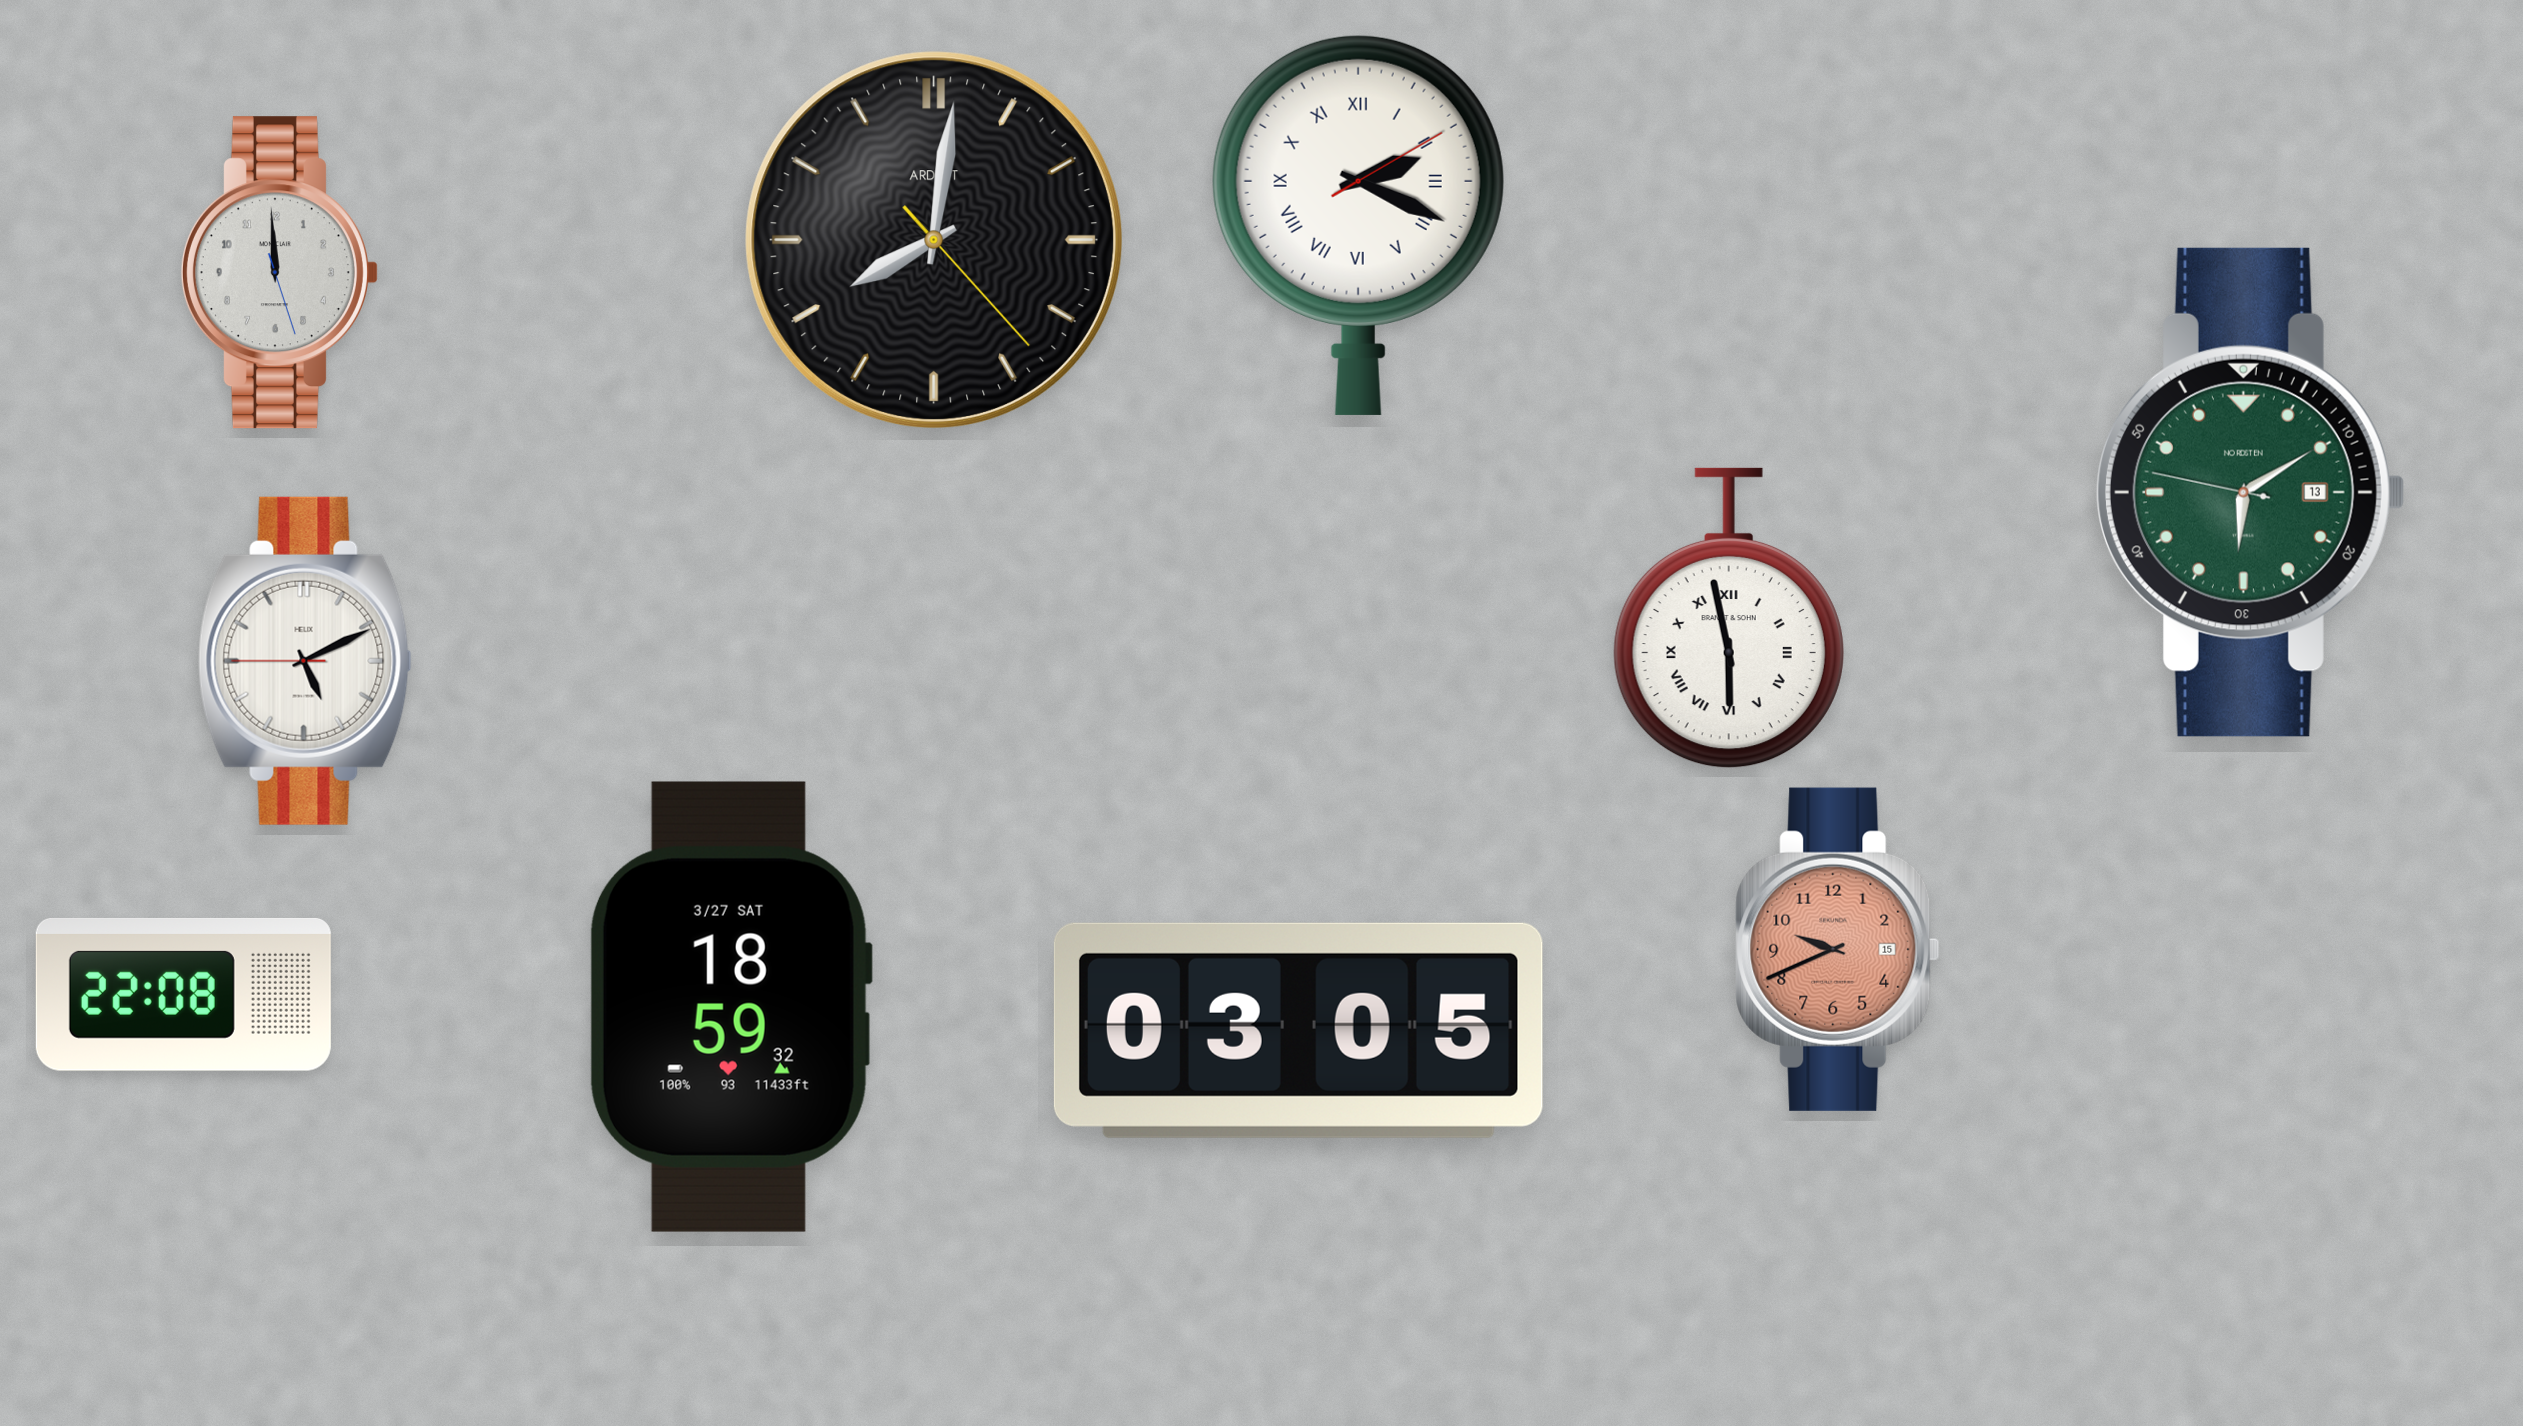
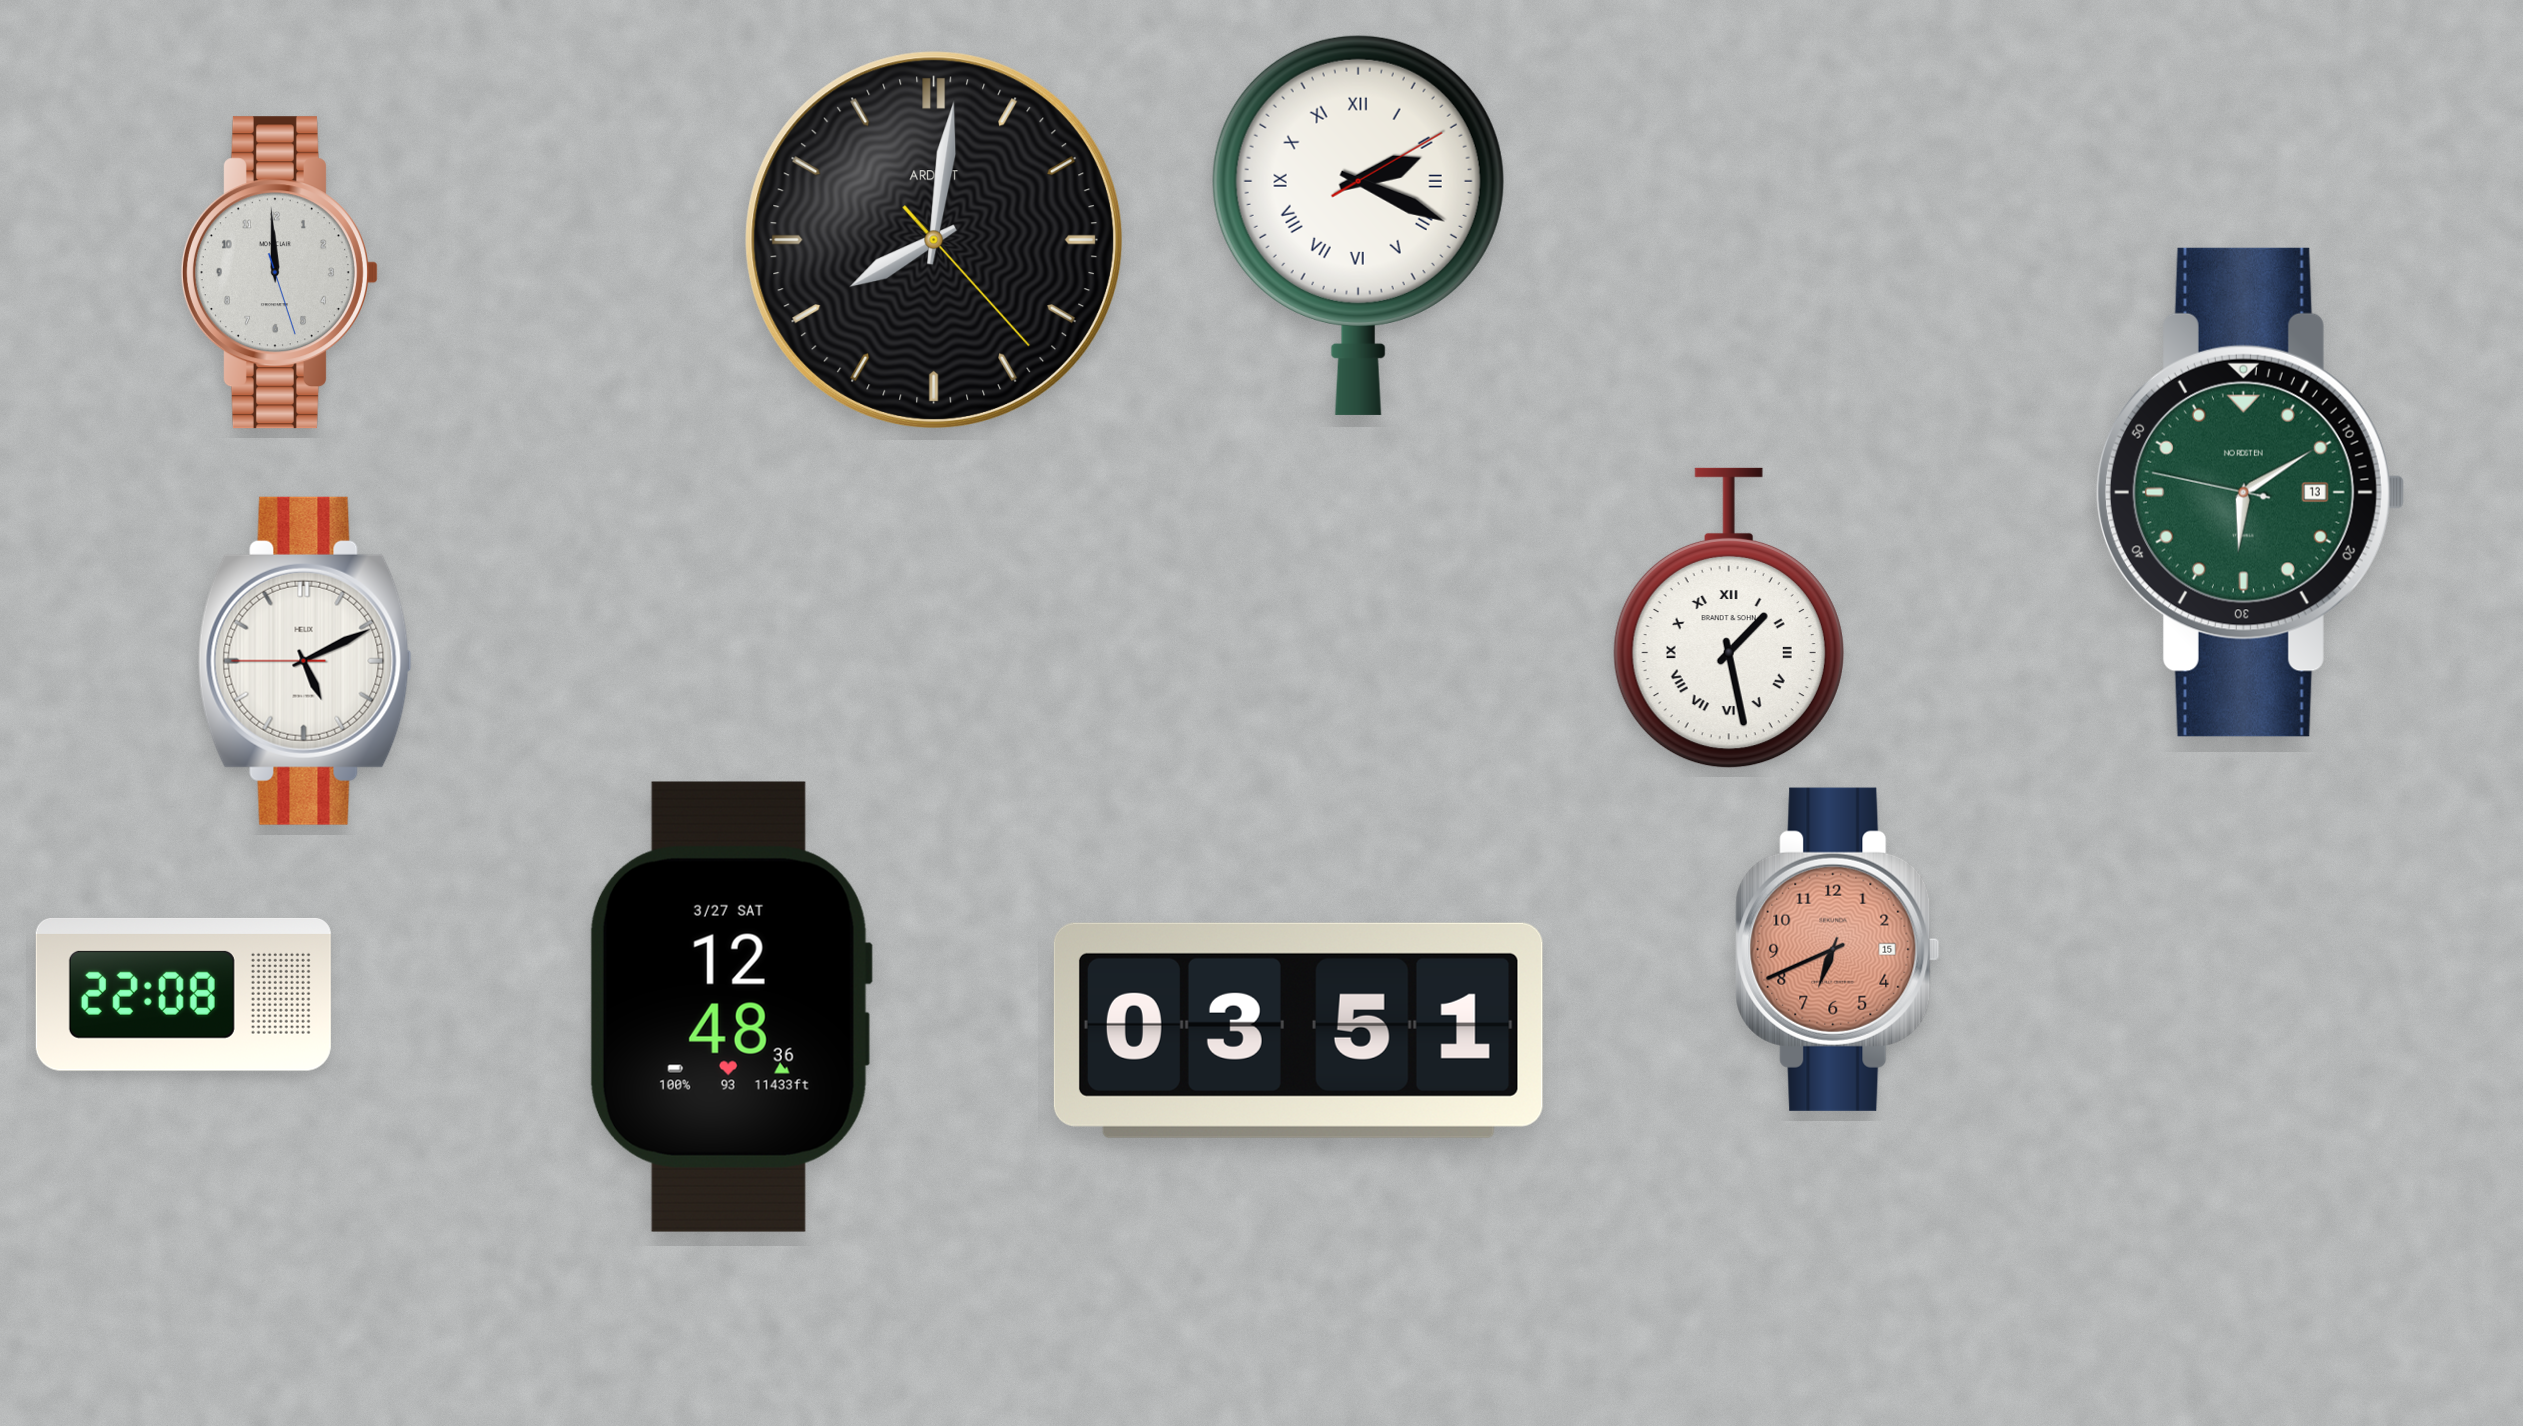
clock at (1729, 618): 5:58 -> 1:28
clock at (1838, 949): 9:41 -> 6:41
clock at (730, 1007): 18:59 -> 12:48
clock at (1298, 1030): 03:05 -> 03:51
